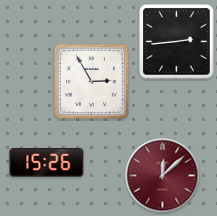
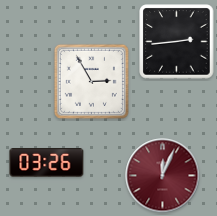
clock at (47, 163): 15:26 -> 03:26
clock at (163, 176): 12:08 -> 12:04
